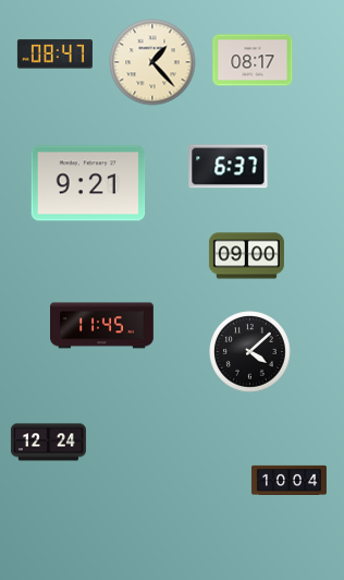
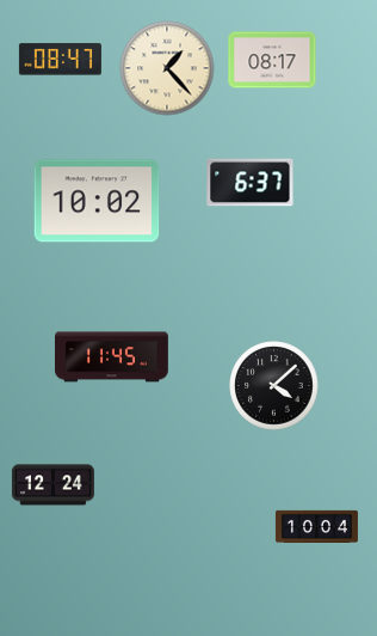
clock at (253, 60) position: (253, 60) -> (272, 60)
clock at (88, 183): 9:21 -> 10:02
clock at (246, 256): 09:00 -> none
